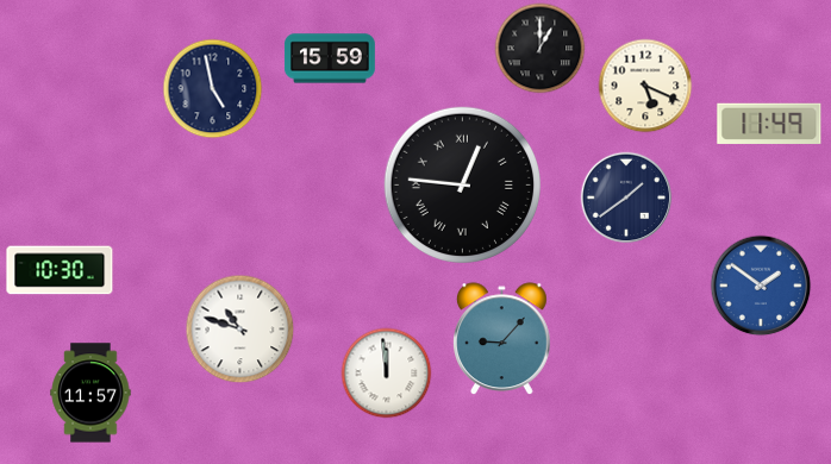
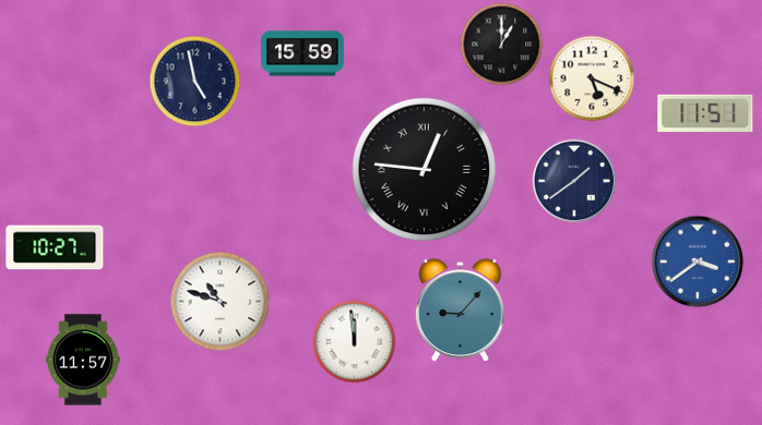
clock at (541, 49) position: (541, 49) -> (502, 45)
clock at (769, 124): 11:49 -> 11:51
clock at (60, 270): 10:30 -> 10:27
clock at (761, 286): 1:51 -> 3:39
